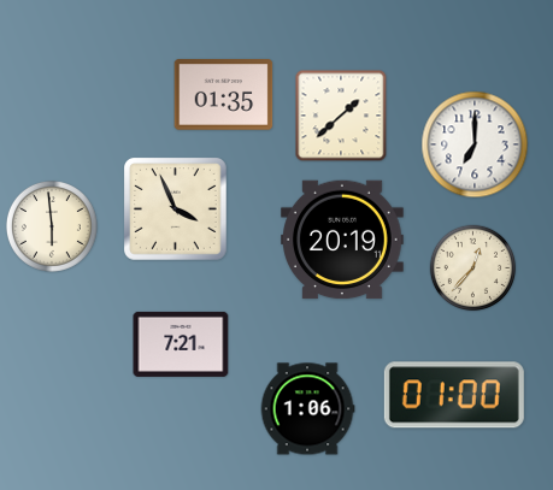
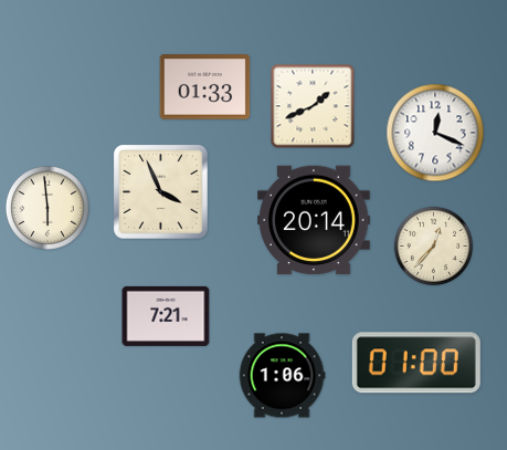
clock at (224, 95): 01:35 -> 01:33
clock at (341, 116): 1:38 -> 1:41
clock at (475, 144): 7:00 -> 12:19
clock at (343, 240): 20:19 -> 20:14
